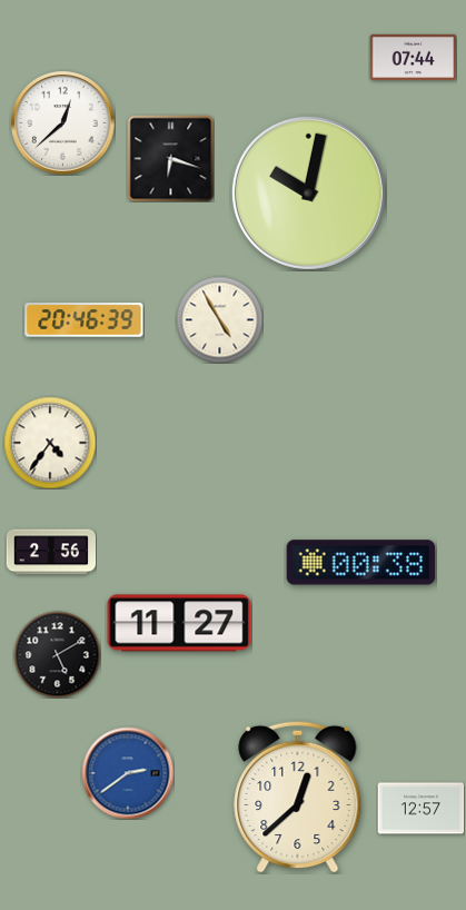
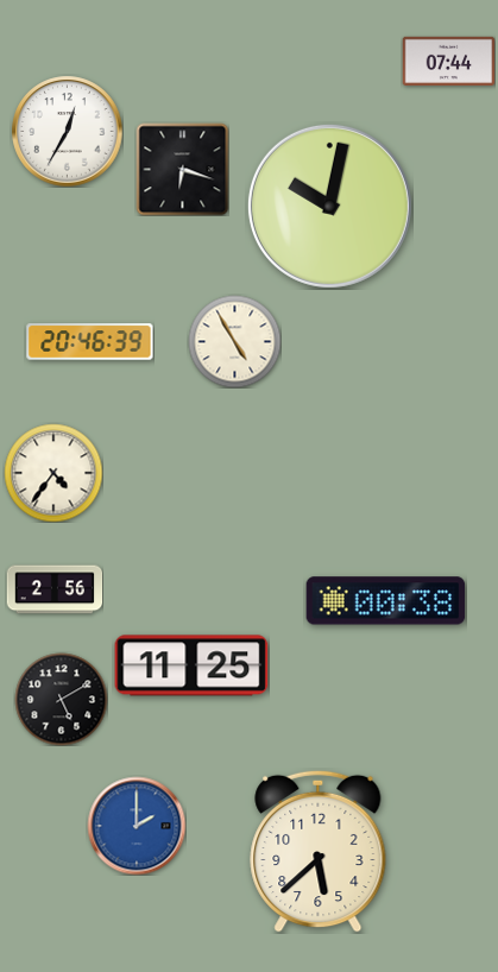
clock at (413, 57) position: (413, 57) -> (448, 61)
clock at (62, 122): 12:38 -> 12:35
clock at (179, 623): 11:27 -> 11:25
clock at (128, 773): 2:39 -> 2:00
clock at (298, 797): 12:38 -> 5:38
clock at (420, 809): 12:57 -> none
